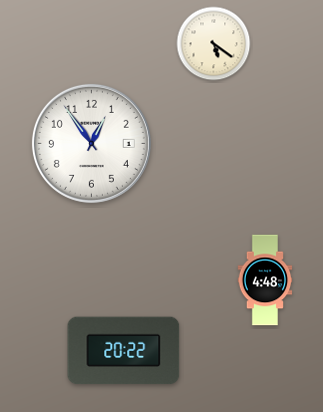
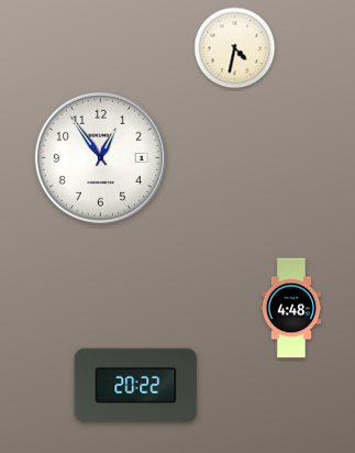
clock at (214, 44): 5:21 -> 4:32
